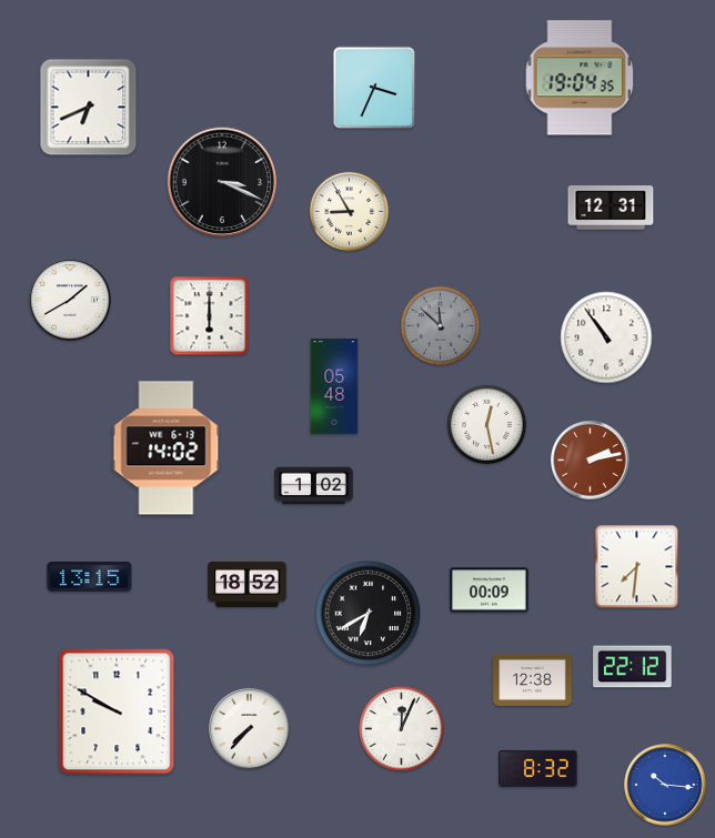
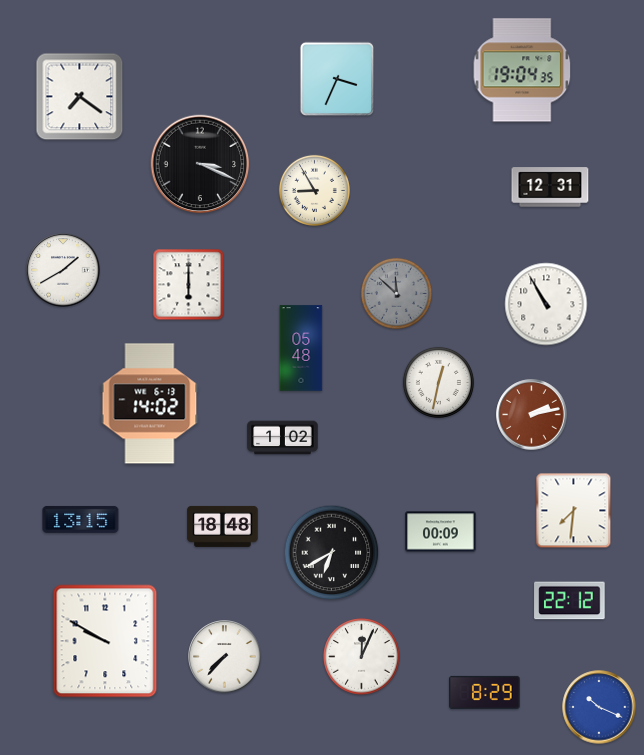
clock at (89, 108): 6:41 -> 7:21
clock at (606, 337): 10:54 -> 10:55
clock at (486, 424): 12:28 -> 12:32
clock at (248, 584): 18:52 -> 18:48
clock at (533, 679): 12:38 -> none
clock at (538, 768): 8:32 -> 8:29
clock at (665, 785): 10:16 -> 10:19
